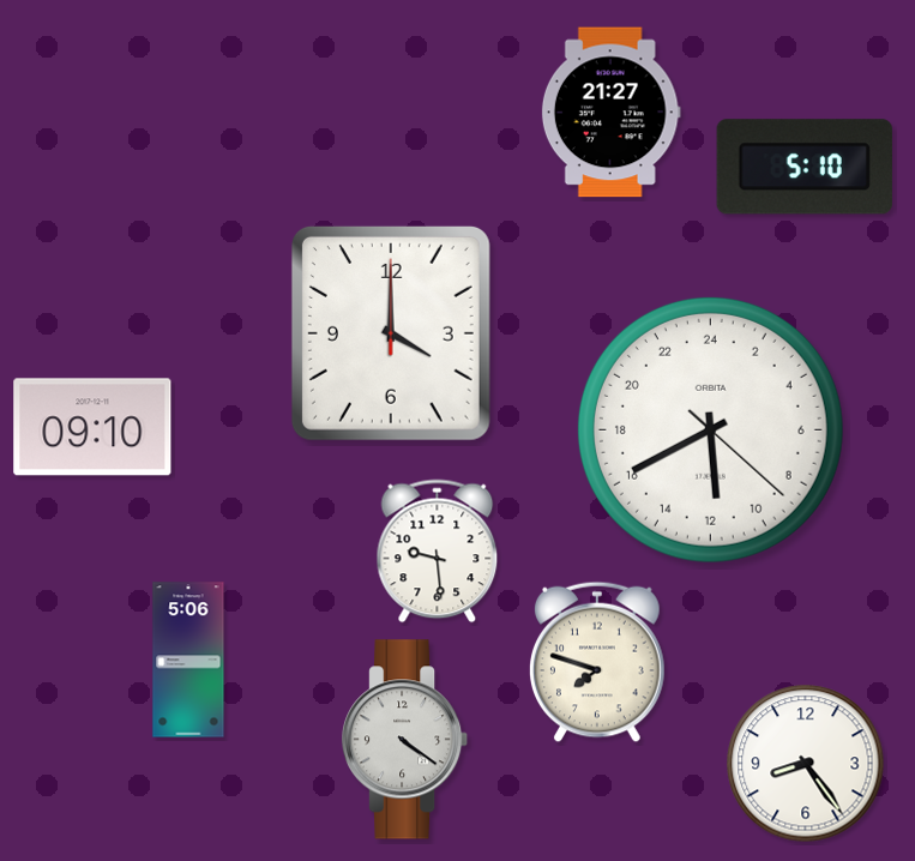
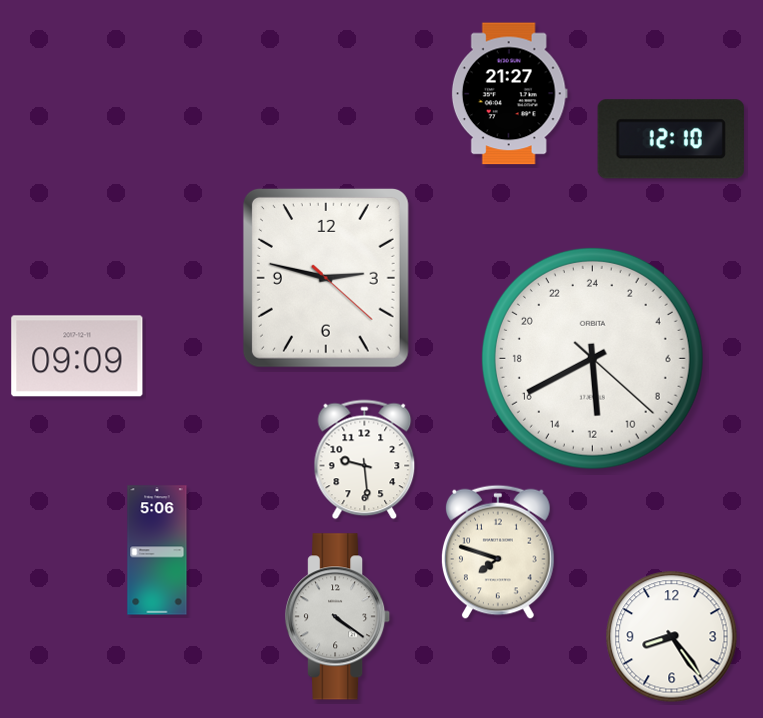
clock at (805, 167): 5:10 -> 12:10
clock at (391, 333): 4:00 -> 2:47
clock at (92, 427): 09:10 -> 09:09
